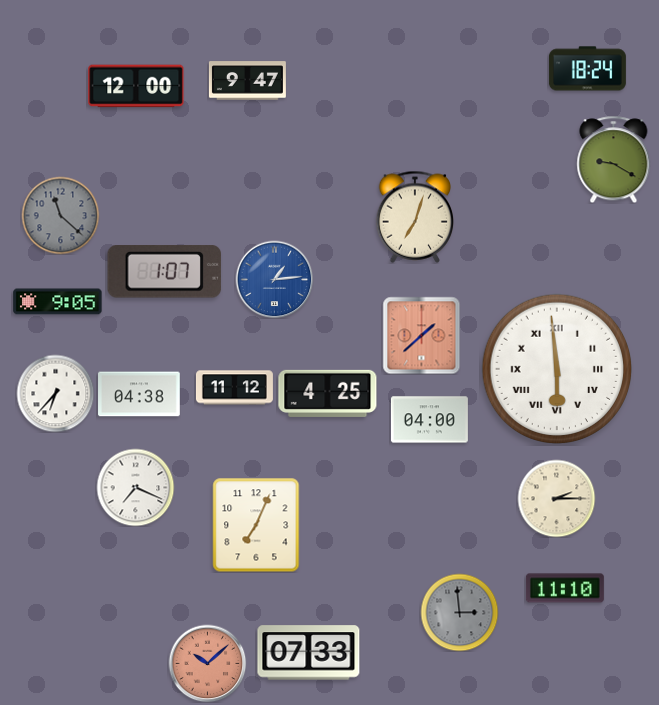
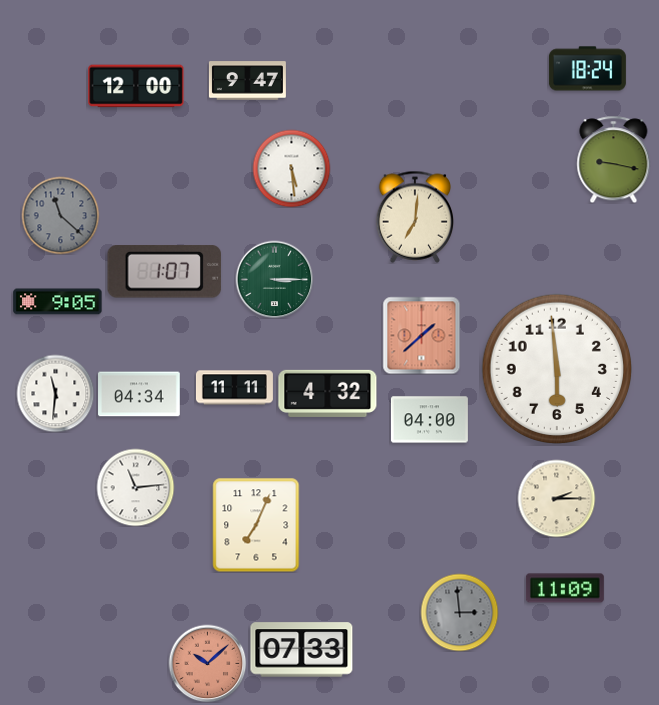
clock at (614, 159): 9:20 -> 9:17
clock at (291, 168): none -> 5:29
clock at (415, 217): 7:03 -> 7:01
clock at (274, 279): 1:14 -> 3:15
clock at (274, 279) dial: blue -> green
clock at (557, 369) numerals: Roman -> Arabic
clock at (234, 388): 11:12 -> 11:11
clock at (55, 393): 6:37 -> 11:31
clock at (328, 393): 4:25 -> 4:32
clock at (139, 394): 04:38 -> 04:34
clock at (135, 487): 7:19 -> 11:14
clock at (565, 588): 11:10 -> 11:09
clock at (309, 653) position: (309, 653) -> (302, 650)
